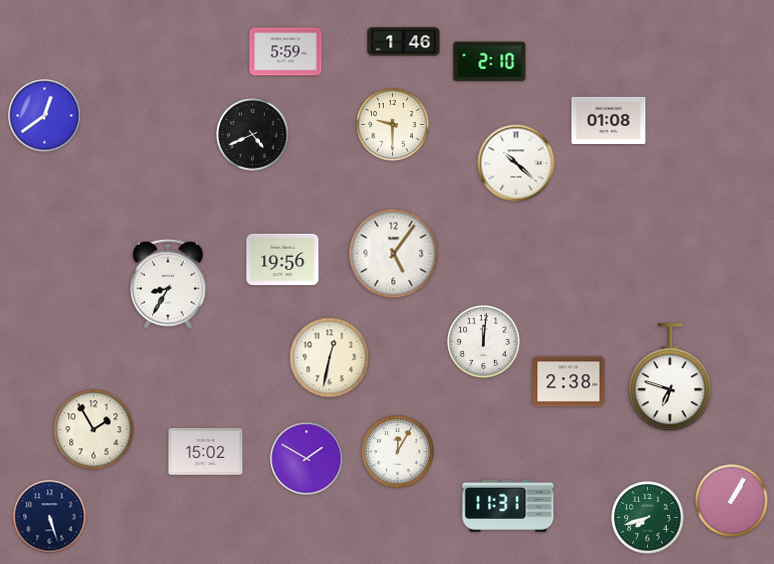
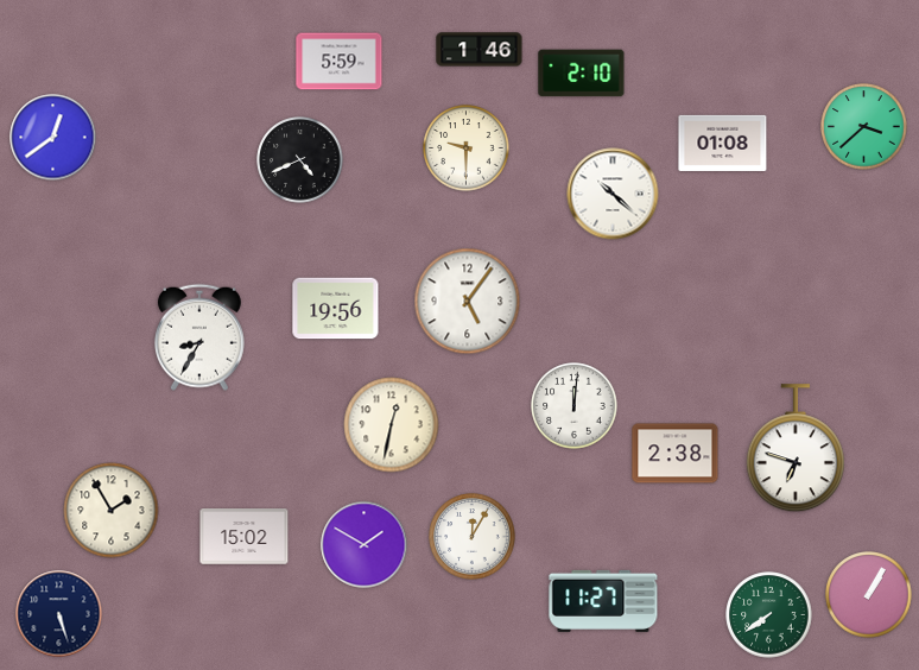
clock at (864, 127): none -> 3:38
clock at (508, 506): 11:31 -> 11:27
clock at (648, 518): 7:42 -> 7:39
